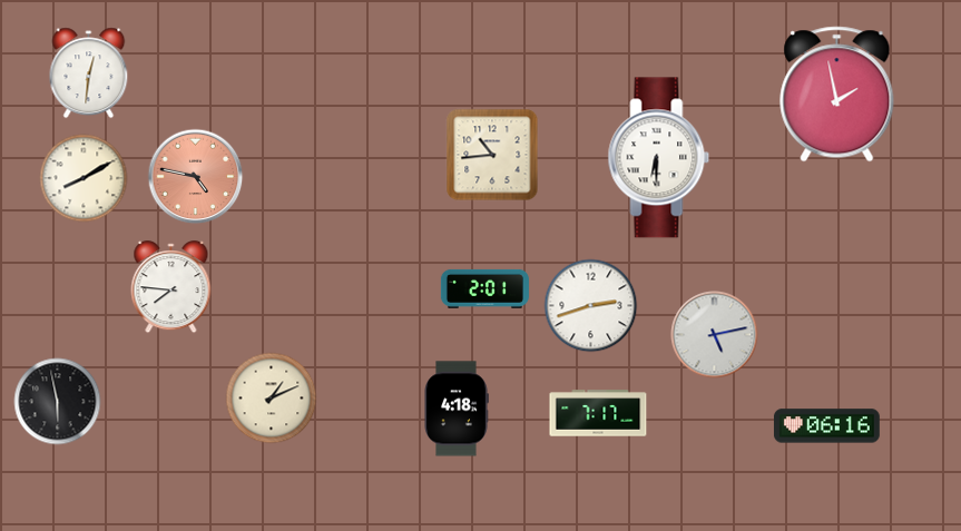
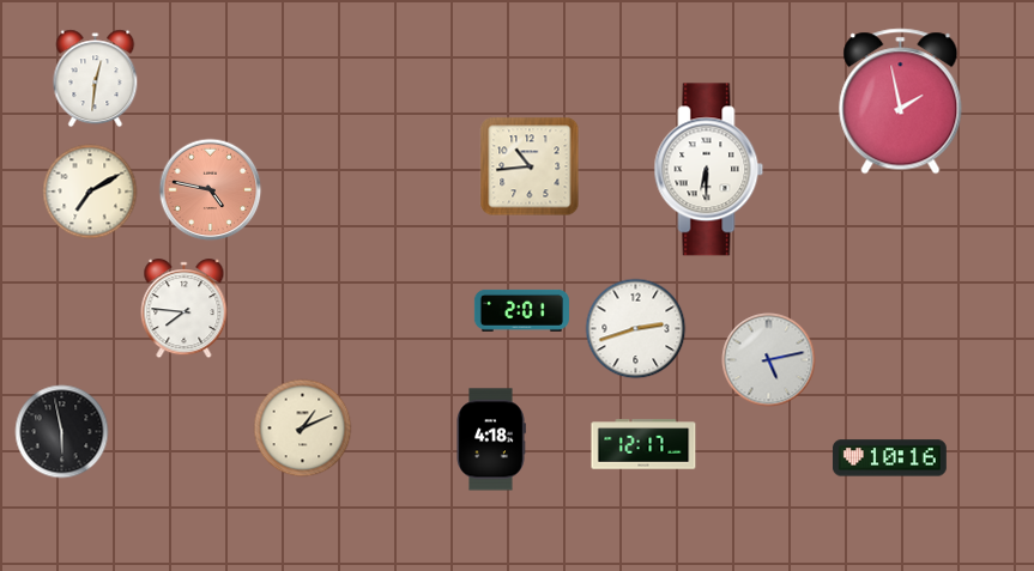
clock at (84, 178): 8:10 -> 7:10
clock at (272, 399) position: (272, 399) -> (303, 429)
clock at (598, 413): 7:17 -> 12:17
clock at (826, 426): 06:16 -> 10:16
